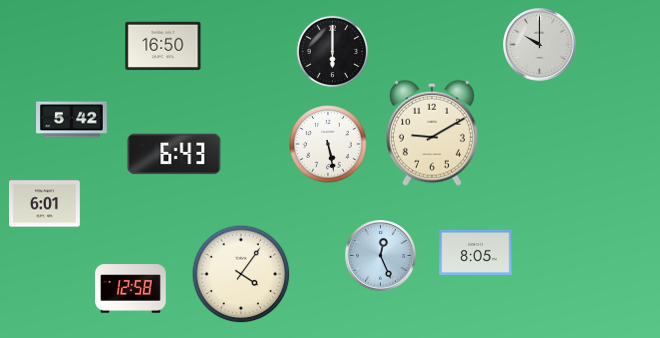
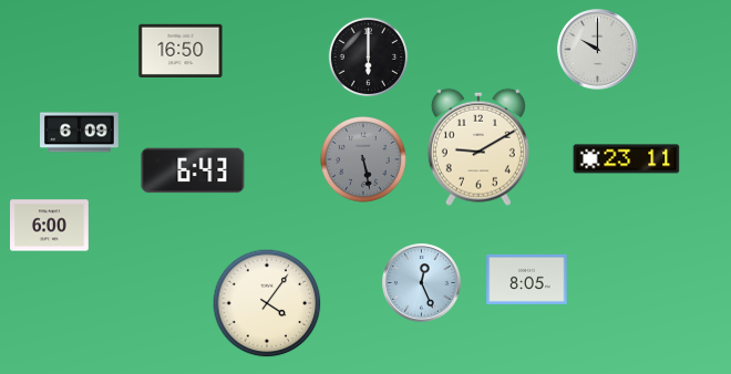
clock at (72, 120): 5:42 -> 6:09
clock at (328, 144) dial: white -> grey
clock at (627, 159): none -> 23:11
clock at (45, 204): 6:01 -> 6:00
clock at (131, 289): 12:58 -> none
